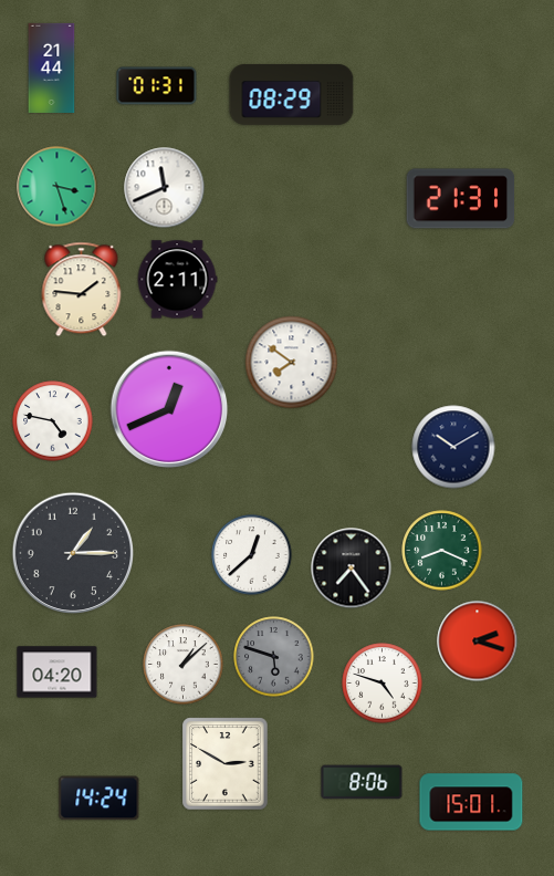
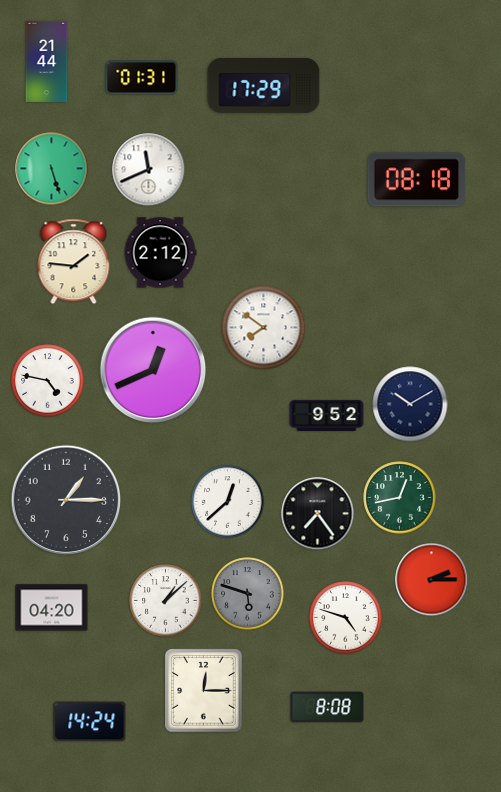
clock at (292, 94): 08:29 -> 17:29
clock at (58, 187): 3:27 -> 5:27
clock at (461, 199): 21:31 -> 08:18
clock at (177, 280): 2:11 -> 2:12
clock at (327, 415): none -> 9:52
clock at (442, 551): 8:19 -> 12:43
clock at (478, 642): 2:18 -> 2:15
clock at (226, 764): 2:50 -> 12:15
clock at (362, 782): 8:06 -> 8:08
clock at (471, 802): 15:01 -> none
